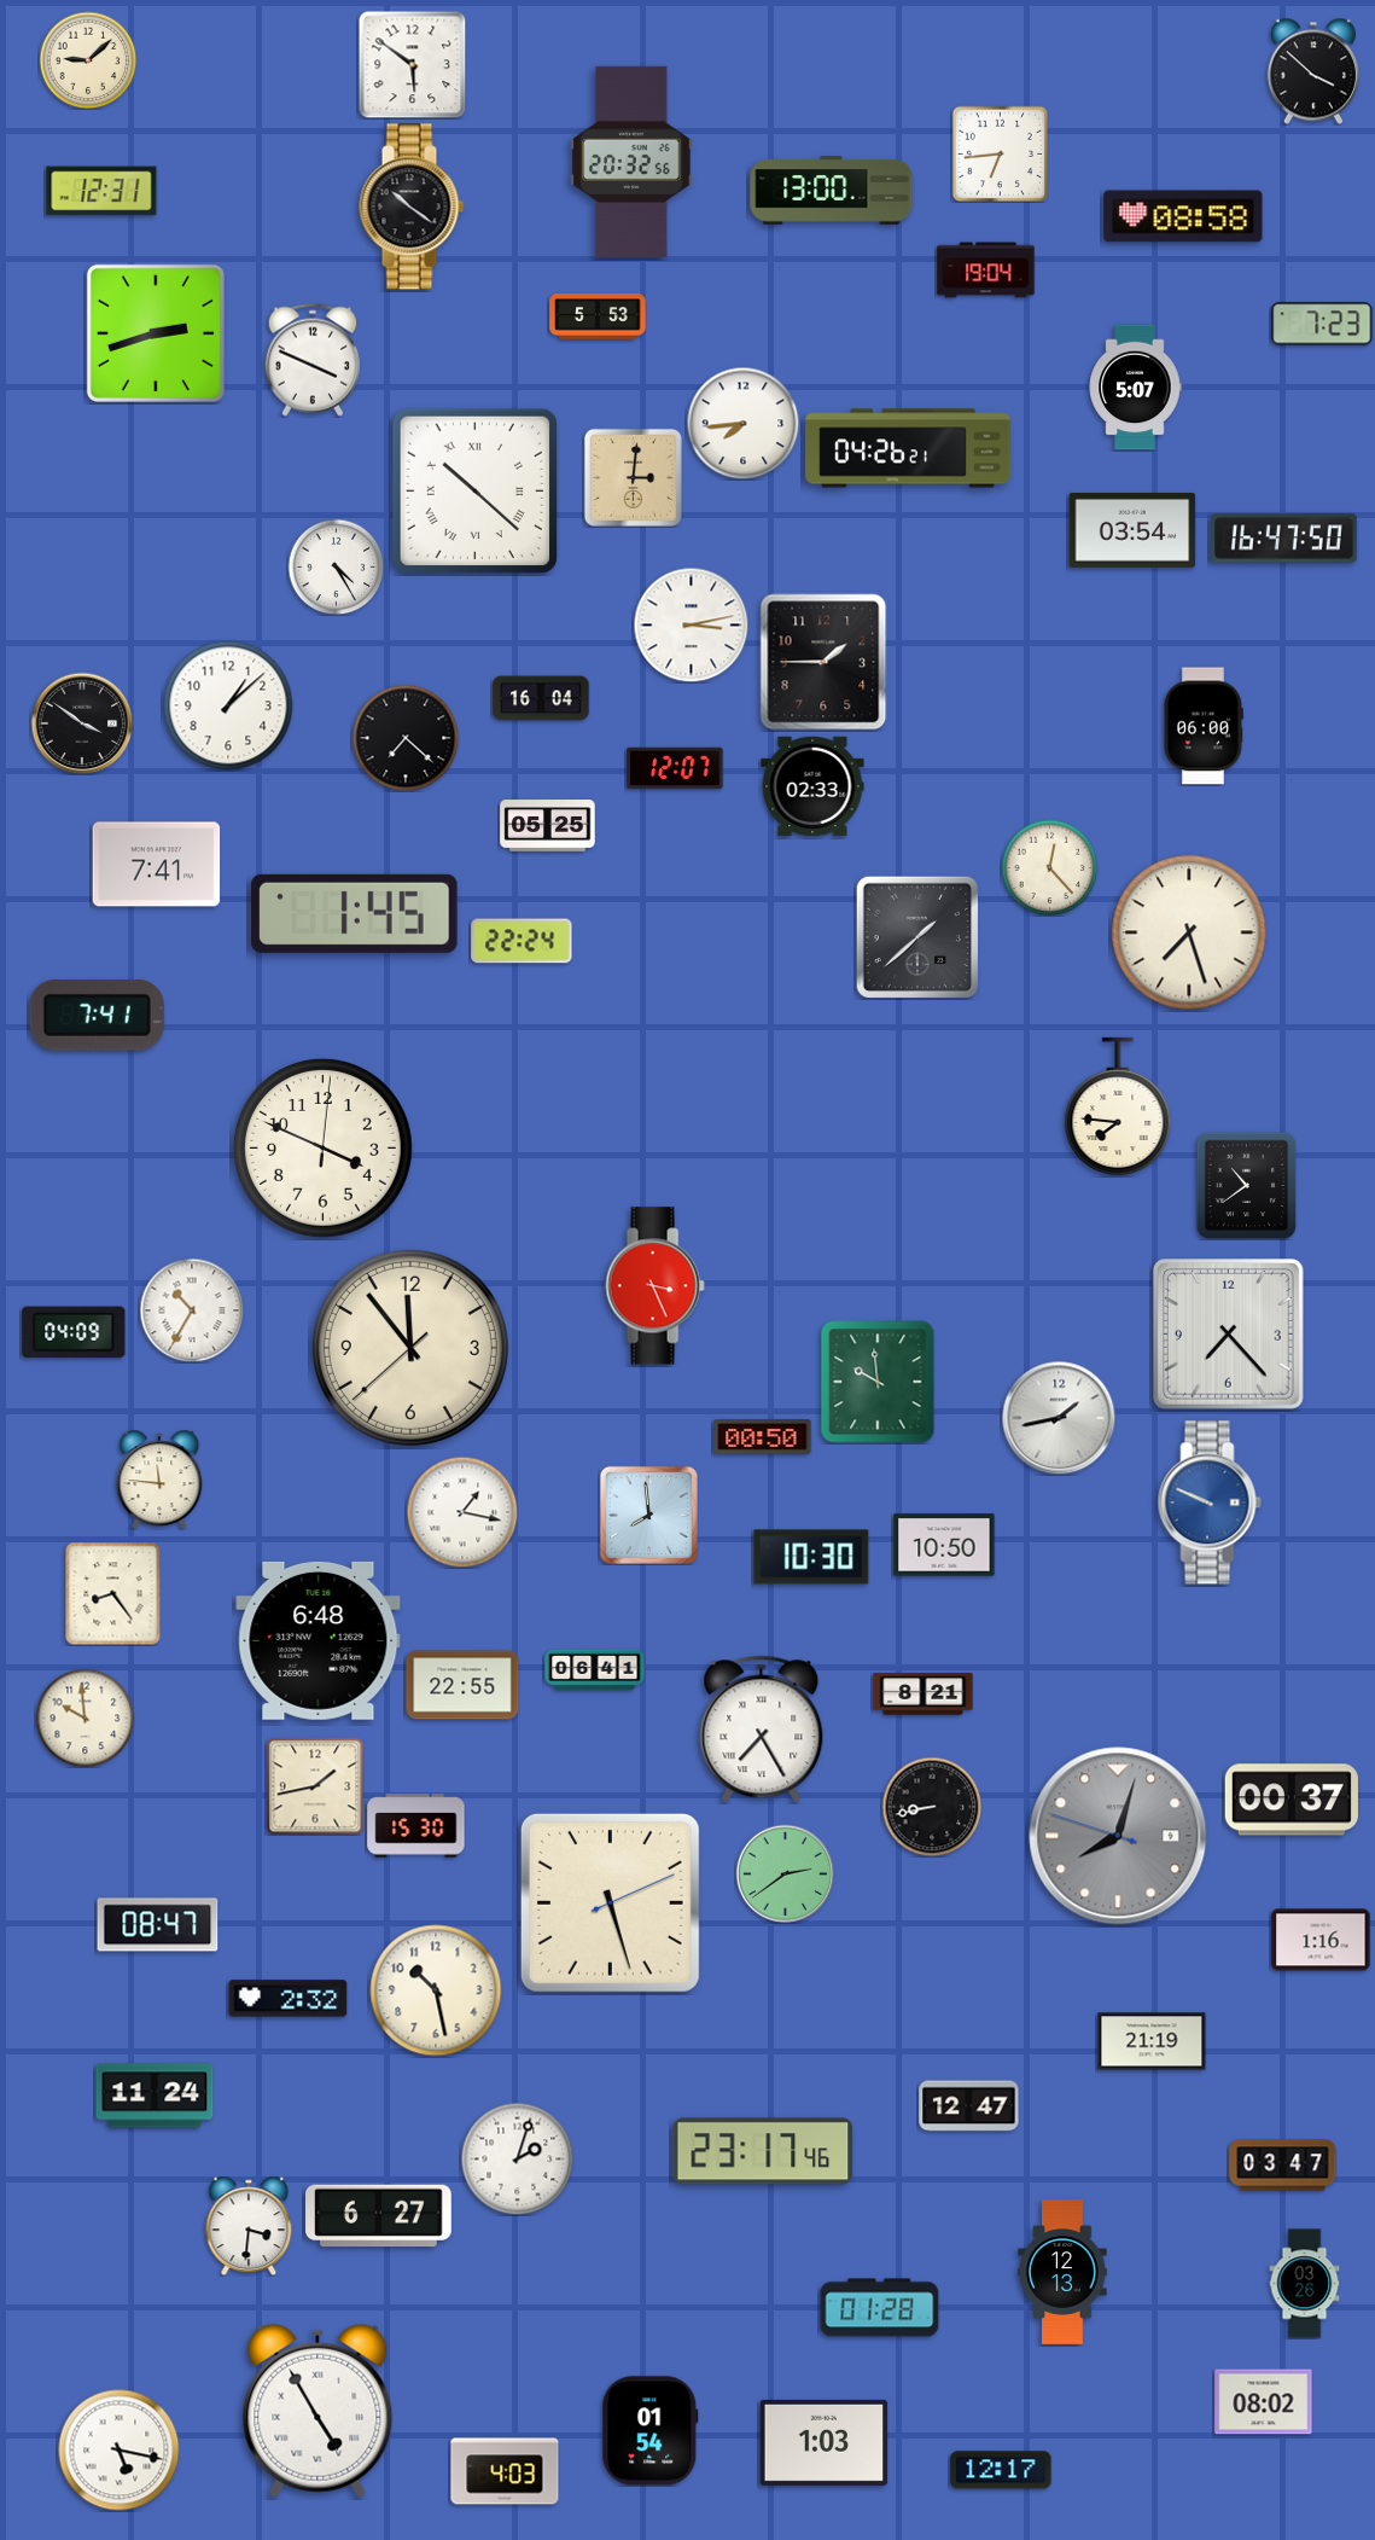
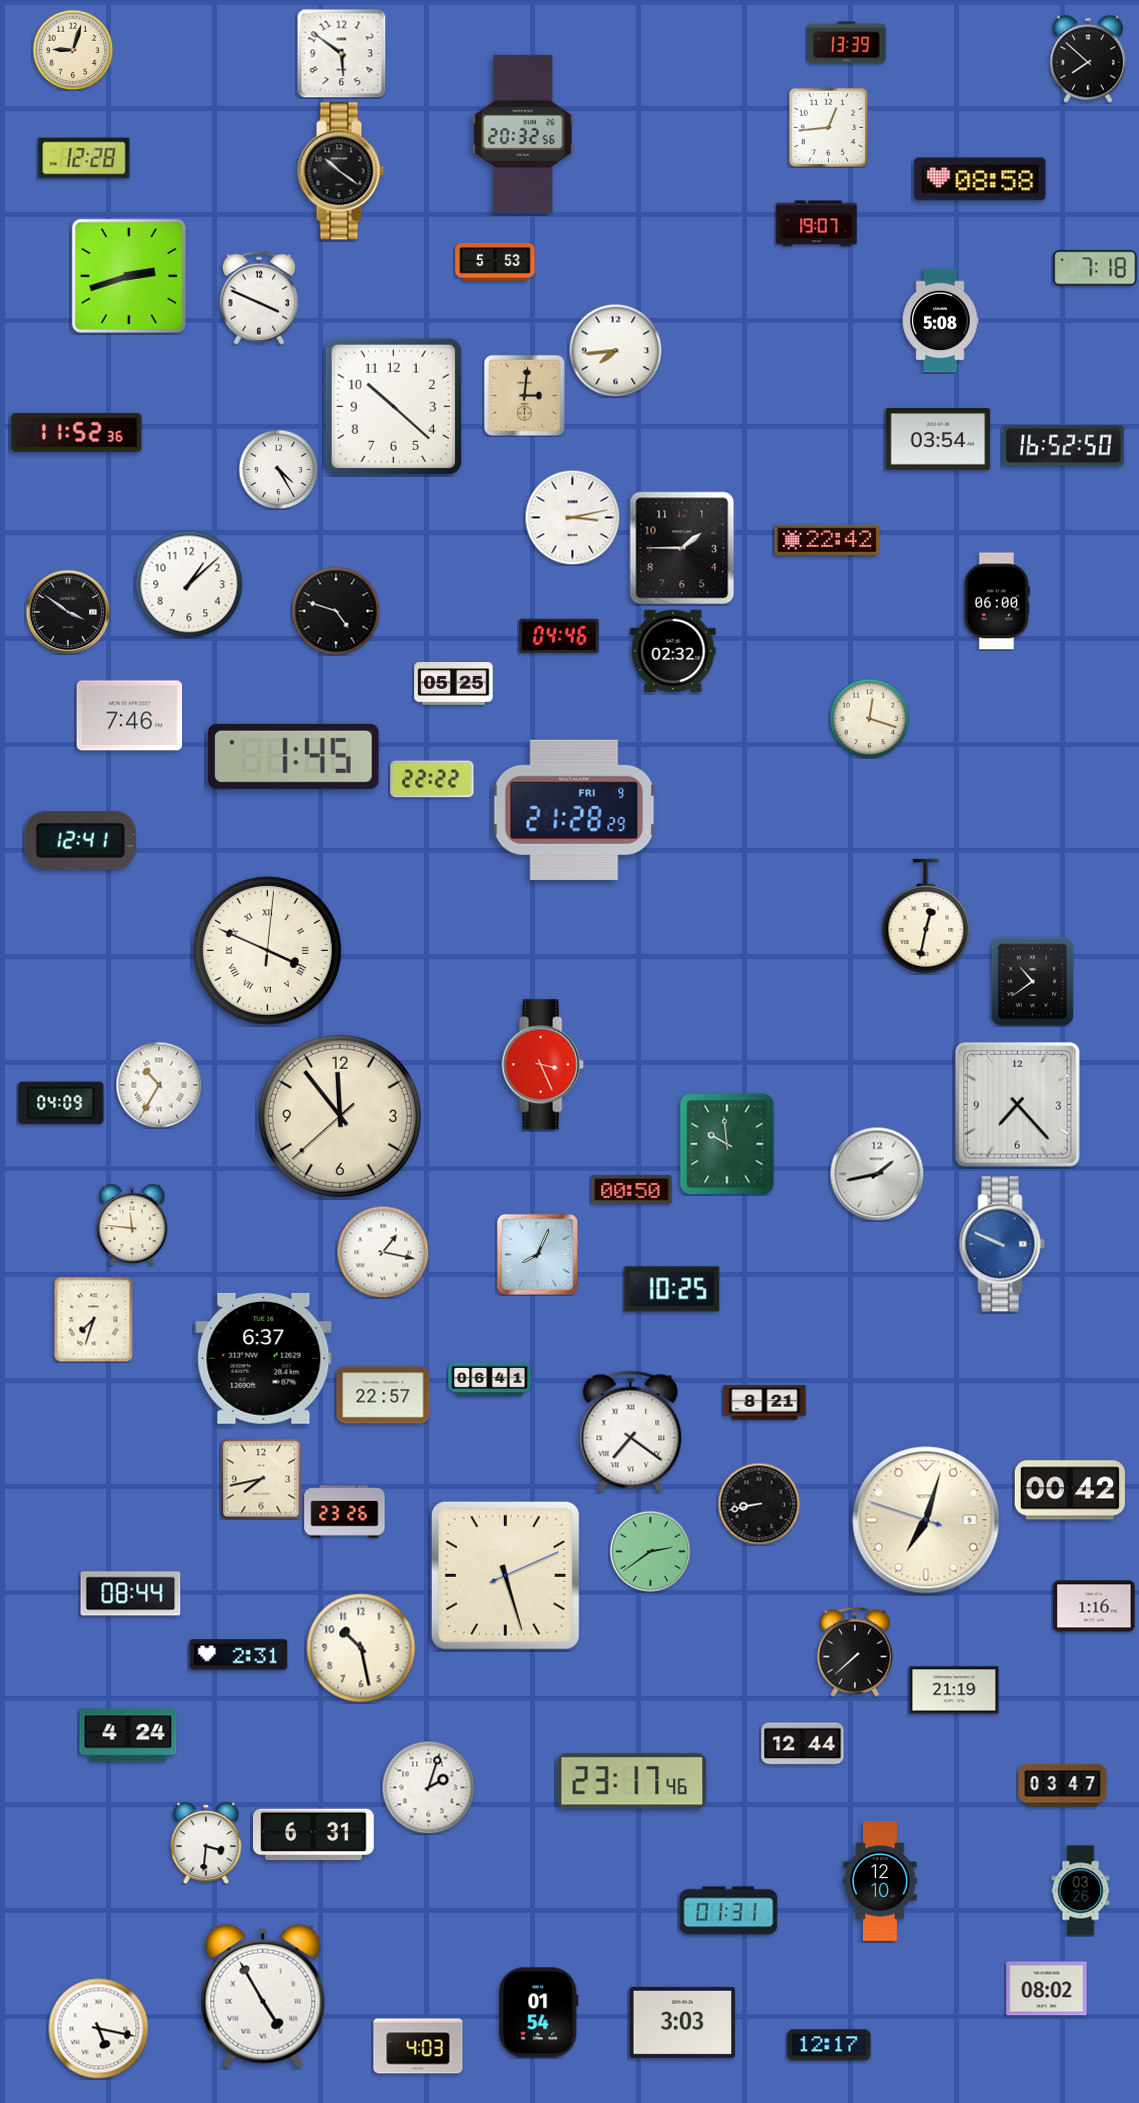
clock at (847, 43): none -> 13:39
clock at (88, 60): 9:08 -> 9:03
clock at (1313, 71): 3:52 -> 7:52
clock at (1000, 153): 6:44 -> 12:44
clock at (101, 191): 12:31 -> 12:28
clock at (832, 191): 13:00 -> none
clock at (986, 271): 19:04 -> 19:07
clock at (1322, 324): 7:23 -> 7:18
clock at (1135, 388): 5:07 -> 5:08
clock at (908, 448): 04:26 -> none
clock at (474, 490) numerals: Roman -> Arabic
clock at (77, 433): none -> 11:52
clock at (1284, 539): 16:47 -> 16:52
clock at (827, 540): none -> 22:42
clock at (541, 698): 16:04 -> none
clock at (82, 723) position: (82, 723) -> (68, 612)
clock at (406, 738): 7:22 -> 4:48
clock at (675, 768): 12:07 -> 04:46
clock at (812, 786): 02:33 -> 02:32
clock at (157, 865): 7:41 -> 7:46
clock at (1049, 867): 12:23 -> 12:18
clock at (1189, 932): 7:27 -> none
clock at (917, 937): 1:38 -> none
clock at (522, 941): 22:24 -> 22:22
clock at (574, 810): none -> 21:28
clock at (97, 1015): 7:41 -> 12:41
clock at (1118, 1105): 7:46 -> 12:32
clock at (322, 1147) numerals: Arabic -> Roman
clock at (648, 1515): 7:59 -> 8:04
clock at (944, 1545): 10:50 -> none
clock at (811, 1557): 10:30 -> 10:25
clock at (113, 1593): 8:24 -> 7:33
clock at (319, 1640): 6:48 -> 6:37
clock at (595, 1669) position: (595, 1669) -> (490, 1379)
clock at (462, 1685): 22:55 -> 22:57
clock at (85, 1717): 9:59 -> none
clock at (762, 1730): 7:25 -> 7:21
clock at (315, 1786): 1:43 -> 7:43
clock at (1292, 1800): 00:37 -> 00:42
clock at (932, 1807) position: (932, 1807) -> (759, 1504)
clock at (416, 1826): 15:30 -> 23:26
clock at (1118, 1836): 8:02 -> 7:02
clock at (1118, 1836) dial: grey -> cream
clock at (158, 1925): 08:47 -> 08:44
clock at (855, 1652): none -> 7:38
clock at (289, 1999): 2:32 -> 2:31
clock at (155, 2096): 11:24 -> 4:24
clock at (969, 2106): 12:47 -> 12:44
clock at (1283, 2166) position: (1283, 2166) -> (1063, 1786)
clock at (379, 2216): 6:27 -> 6:31
clock at (1062, 2272): 12:13 -> 12:10
clock at (880, 2308): 01:28 -> 01:31
clock at (825, 2442): 1:03 -> 3:03
